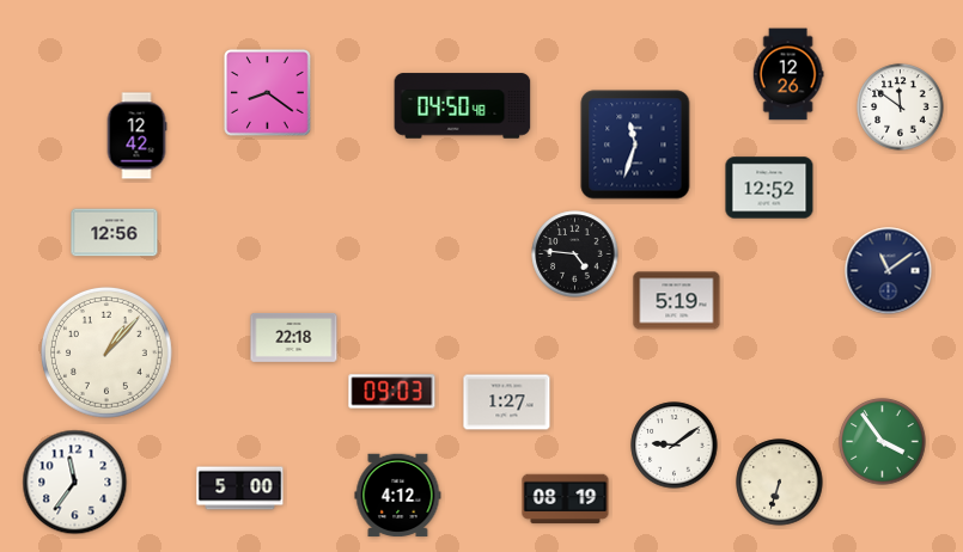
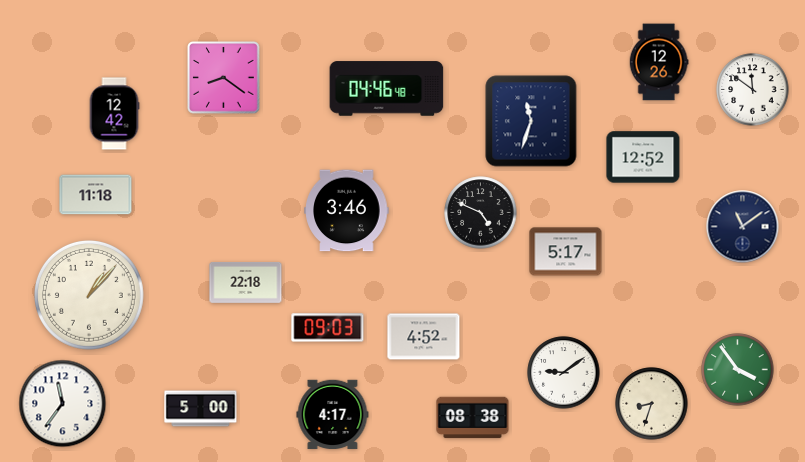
clock at (463, 106): 04:50 -> 04:46
clock at (115, 233): 12:56 -> 11:18
clock at (347, 211): none -> 3:46
clock at (575, 254): 4:46 -> 4:49
clock at (677, 301): 5:19 -> 5:17
clock at (507, 403): 1:27 -> 4:52
clock at (780, 483): 6:33 -> 8:33
clock at (398, 496): 4:12 -> 4:17
clock at (566, 499): 08:19 -> 08:38
